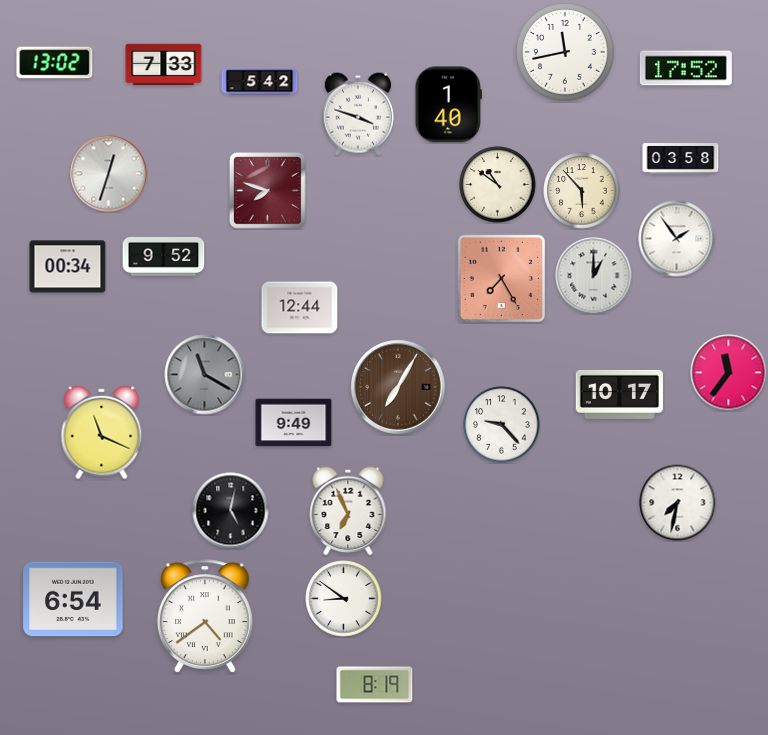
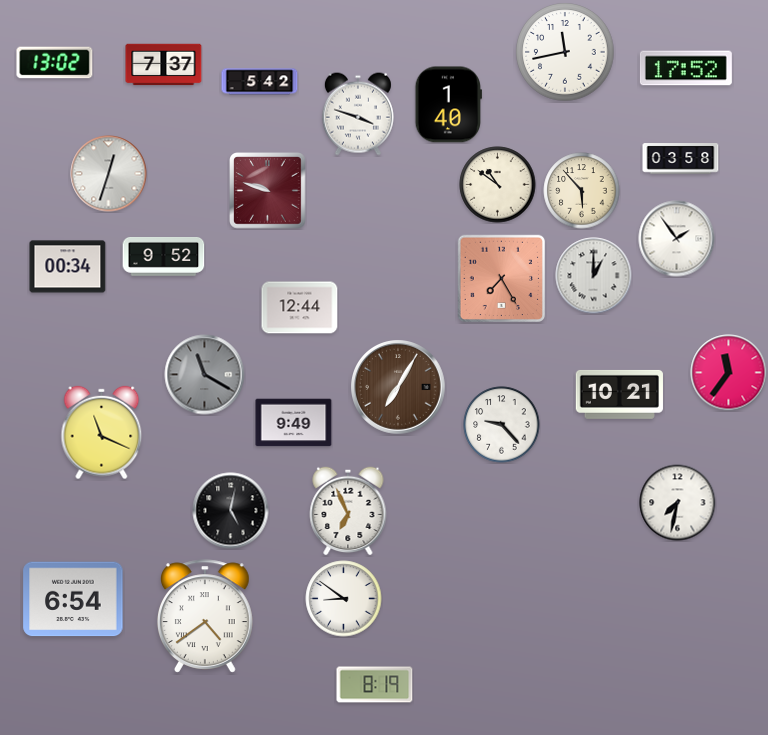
clock at (164, 65): 7:33 -> 7:37
clock at (268, 191): 7:48 -> 9:48
clock at (619, 394): 10:17 -> 10:21
